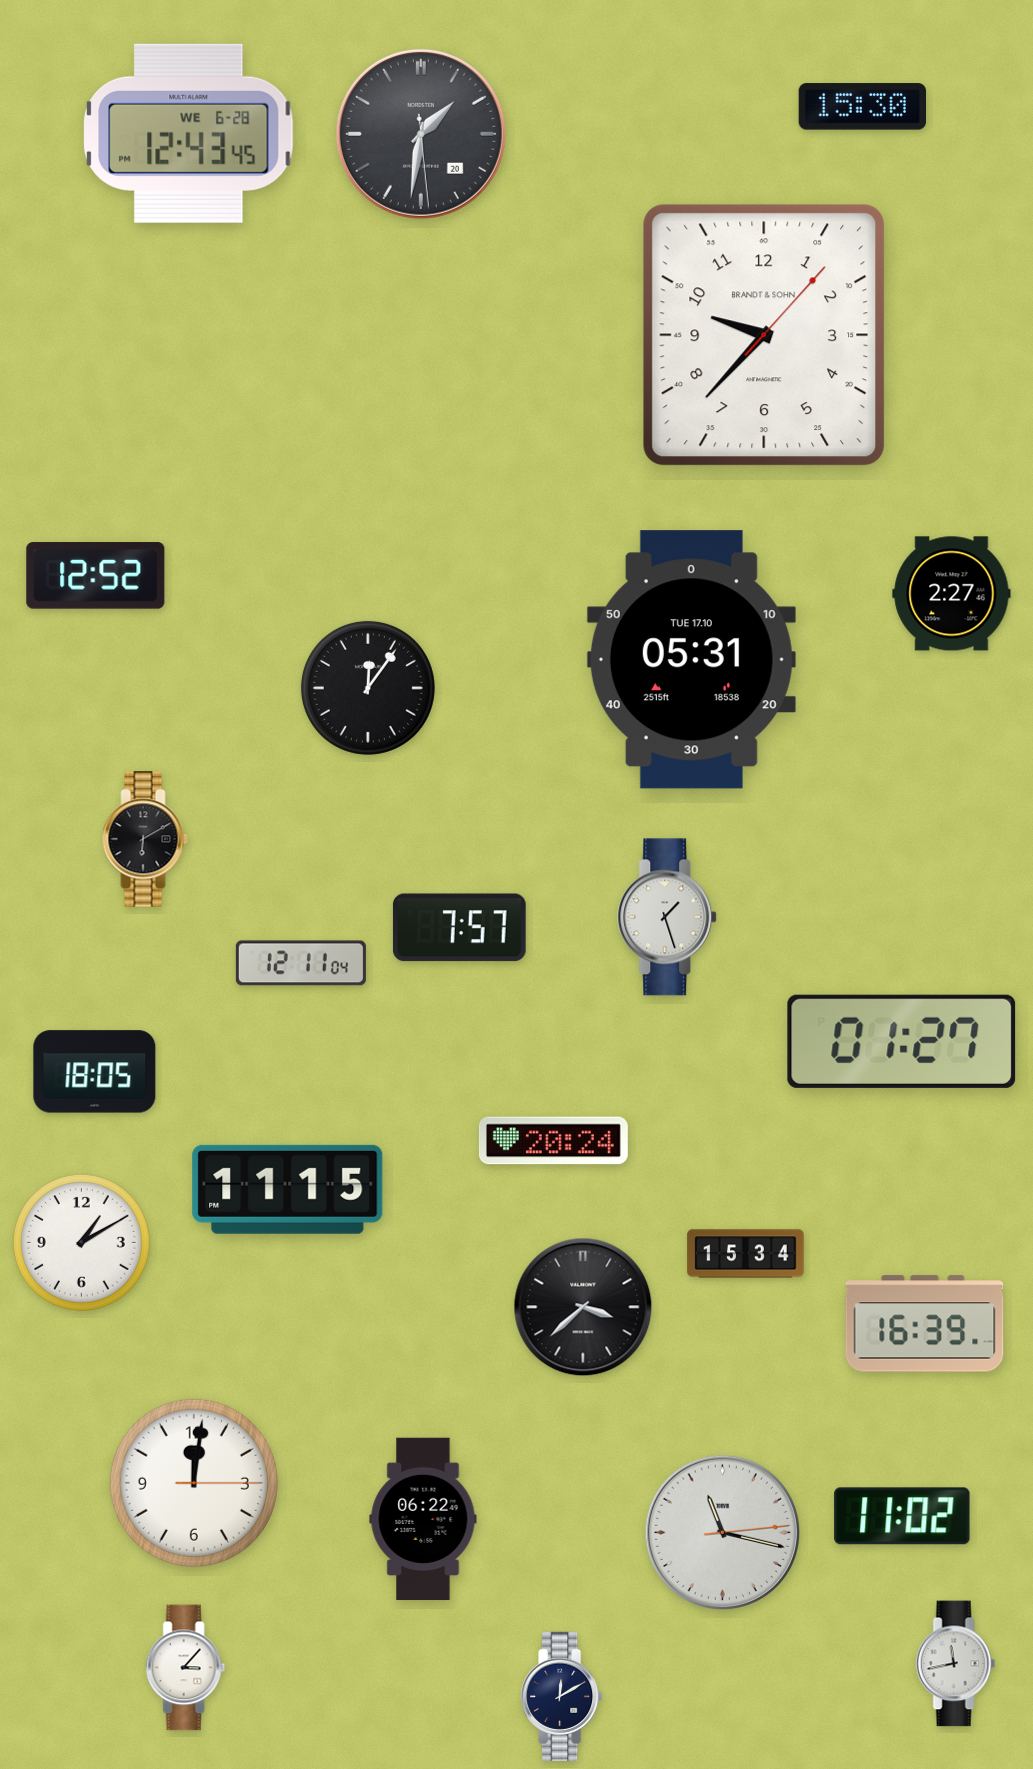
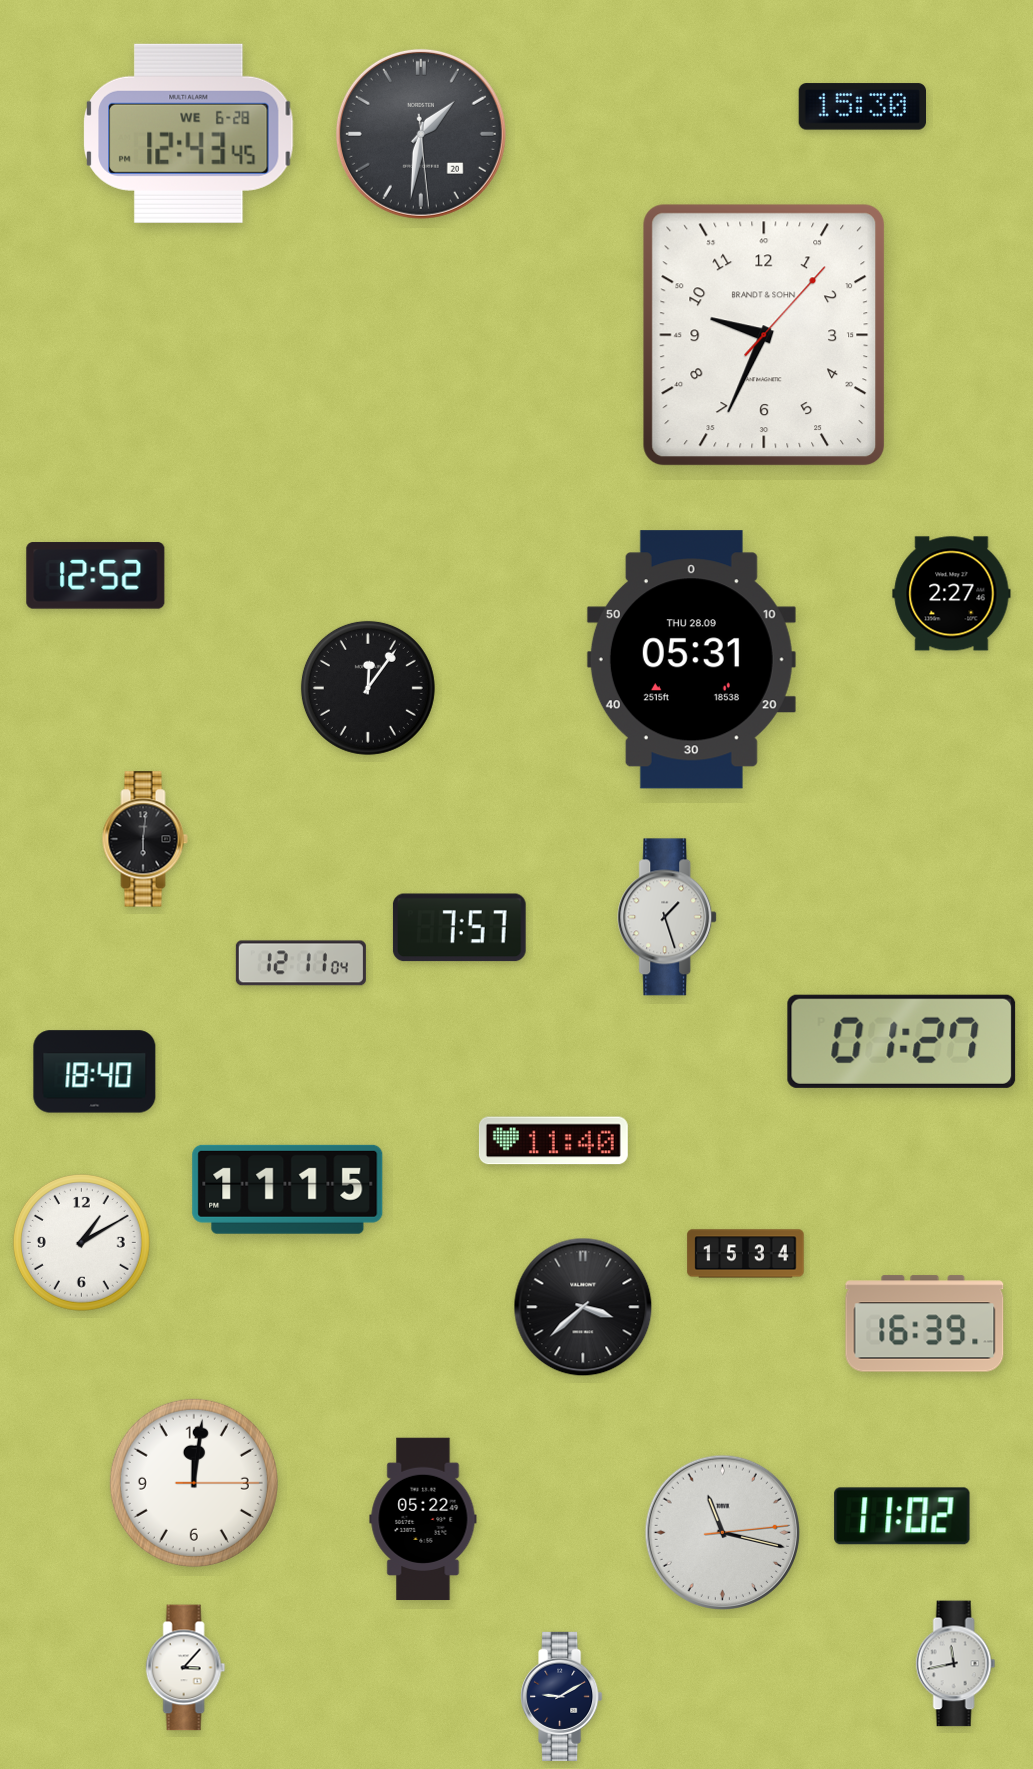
clock at (764, 335): 9:37 -> 9:34
clock at (691, 660) date: TUE 17.10 -> THU 28.09
clock at (145, 839): 6:10 -> 6:01
clock at (95, 1072): 18:05 -> 18:40
clock at (553, 1141): 20:24 -> 11:40
clock at (423, 1519): 06:22 -> 05:22
clock at (562, 1696): 12:10 -> 9:10
